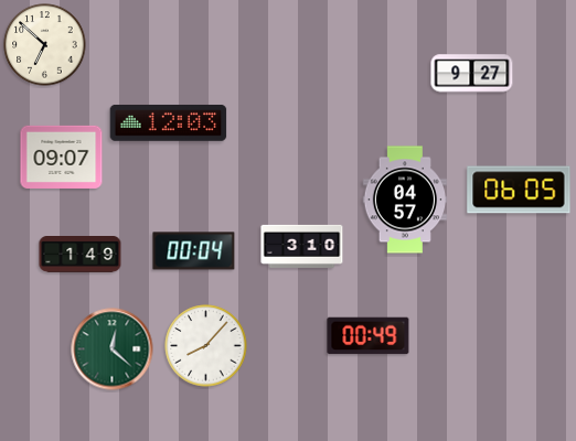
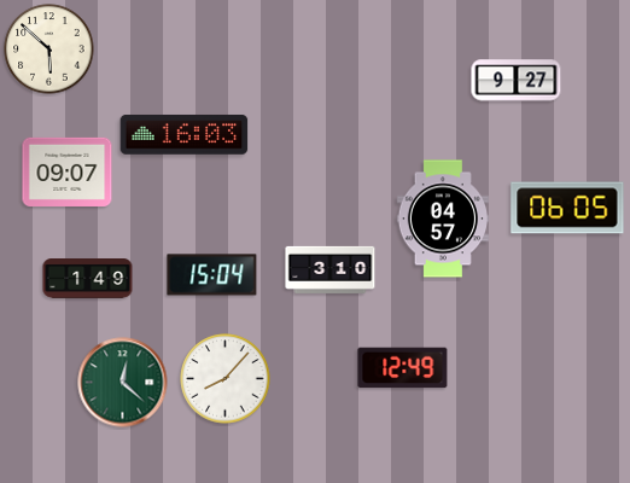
clock at (45, 45): 6:52 -> 5:52
clock at (169, 123): 12:03 -> 16:03
clock at (194, 251): 00:04 -> 15:04
clock at (369, 336): 00:49 -> 12:49
